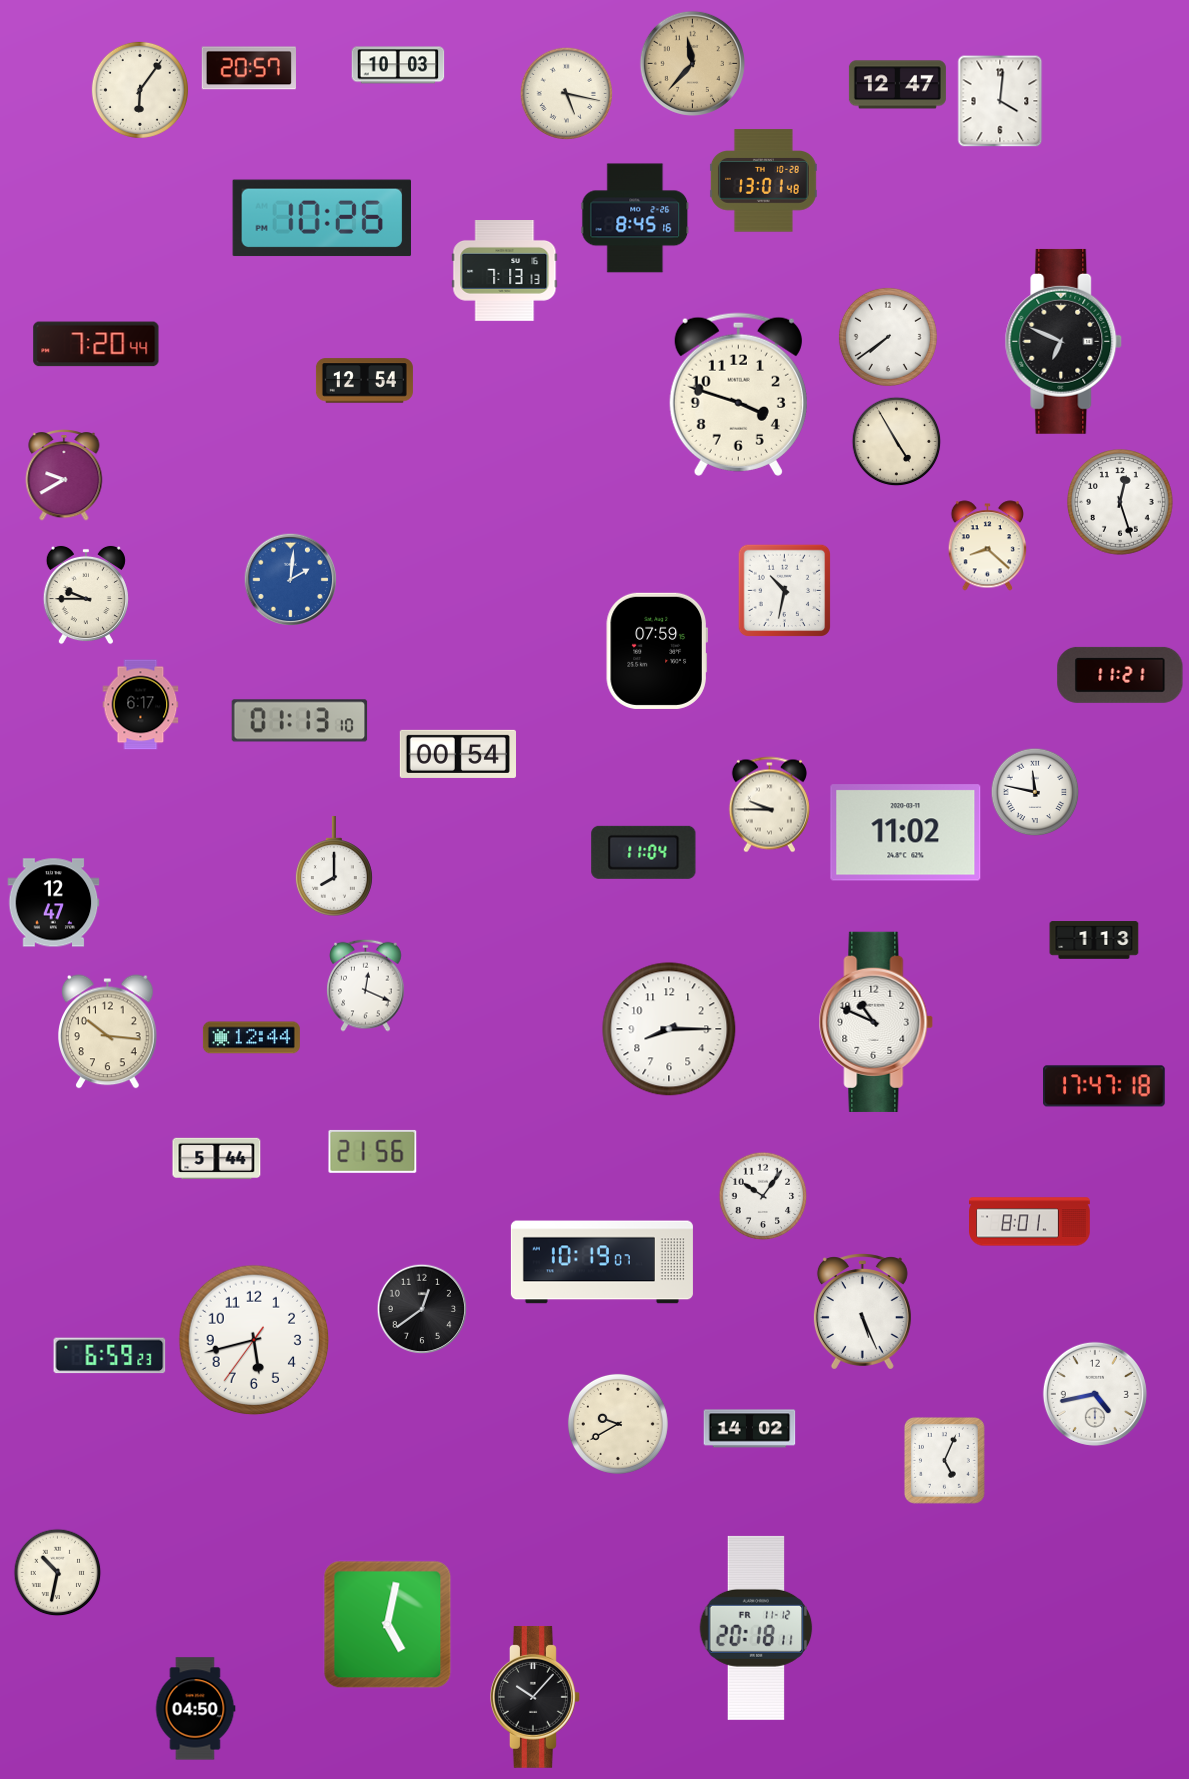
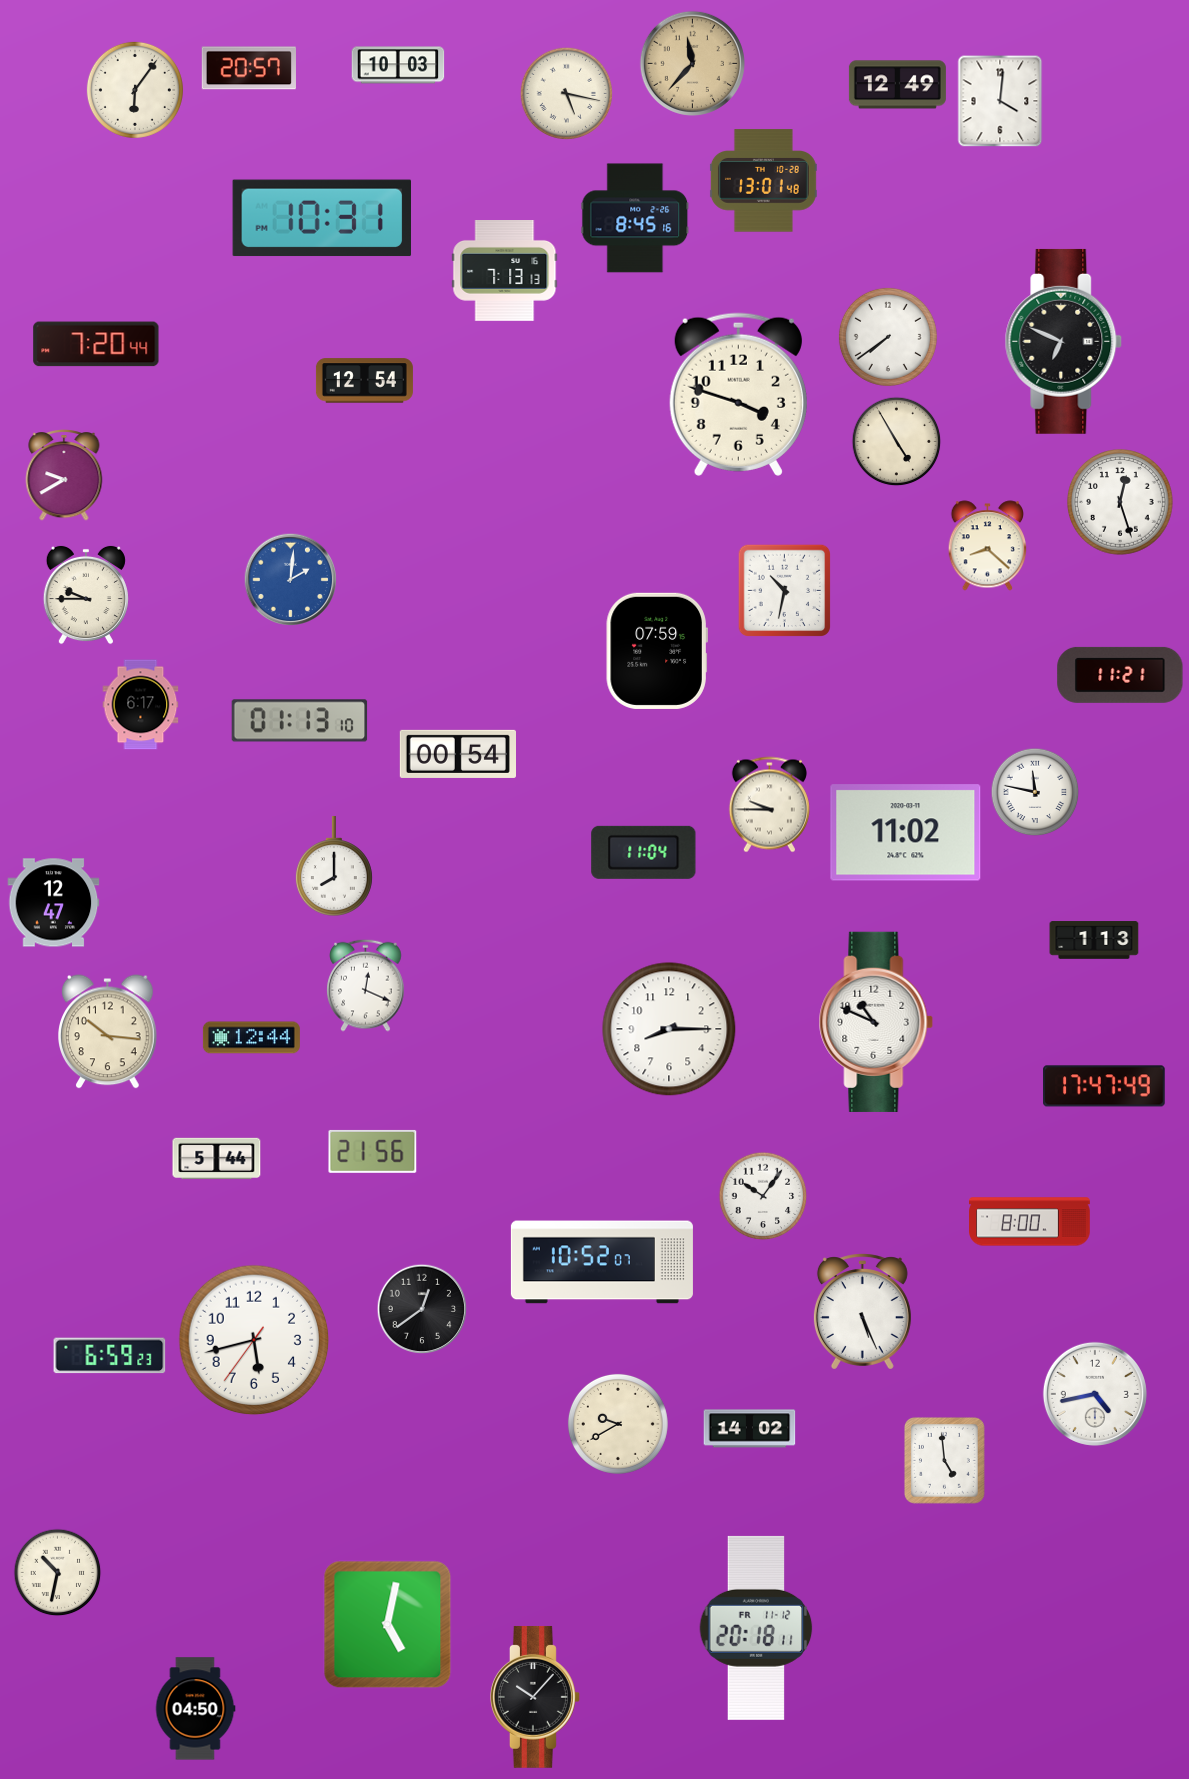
clock at (897, 85): 12:47 -> 12:49
clock at (140, 90) position: (140, 90) -> (135, 90)
clock at (321, 218): 10:26 -> 10:31
clock at (1104, 1086): 17:47:18 -> 17:47:49
clock at (1030, 1222): 8:01 -> 8:00
clock at (602, 1262): 10:19 -> 10:52
clock at (944, 1460): 5:04 -> 4:59
